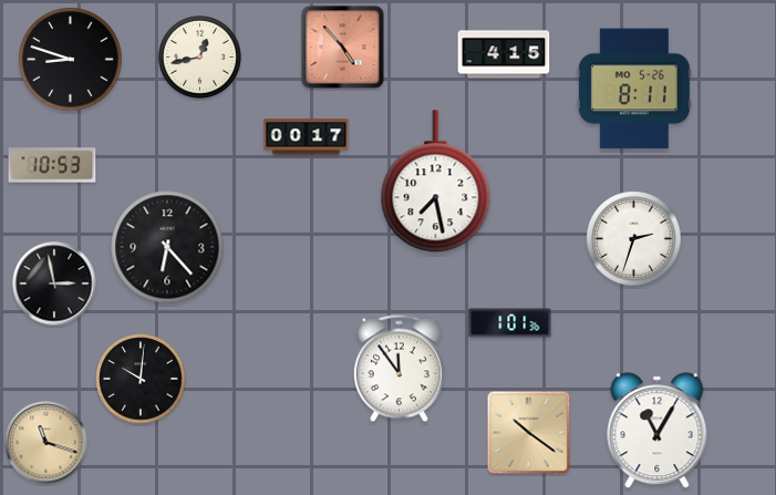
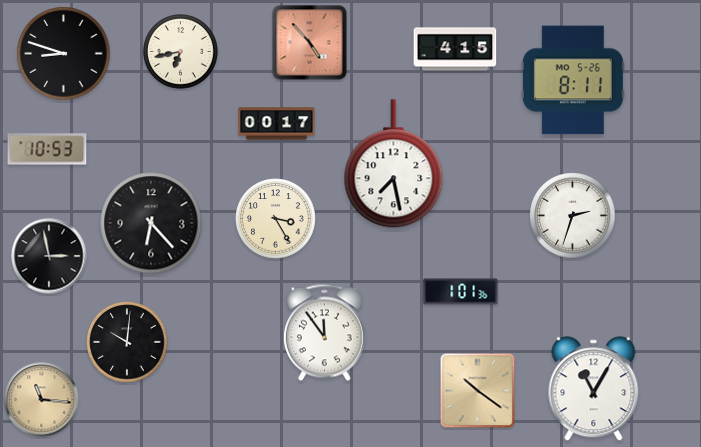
clock at (200, 58): 12:43 -> 6:43
clock at (276, 219): none -> 3:25
clock at (399, 369) position: (399, 369) -> (324, 333)
clock at (46, 443): 11:18 -> 11:16
